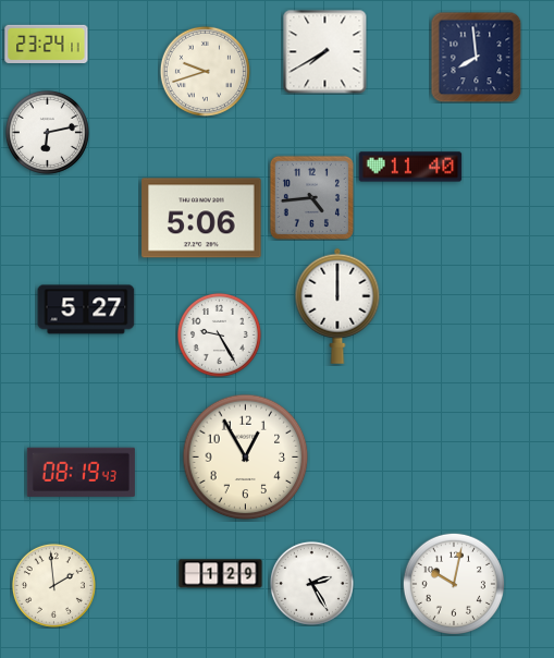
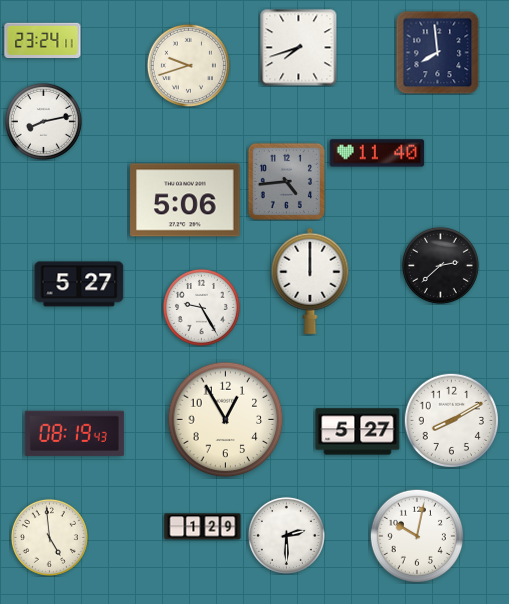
clock at (324, 51): 7:40 -> 7:42
clock at (47, 132): 6:13 -> 8:13
clock at (440, 265): none -> 2:38
clock at (451, 420): none -> 8:10
clock at (358, 432): none -> 5:27
clock at (311, 583): 2:25 -> 2:30
clock at (53, 585): 1:59 -> 4:59
